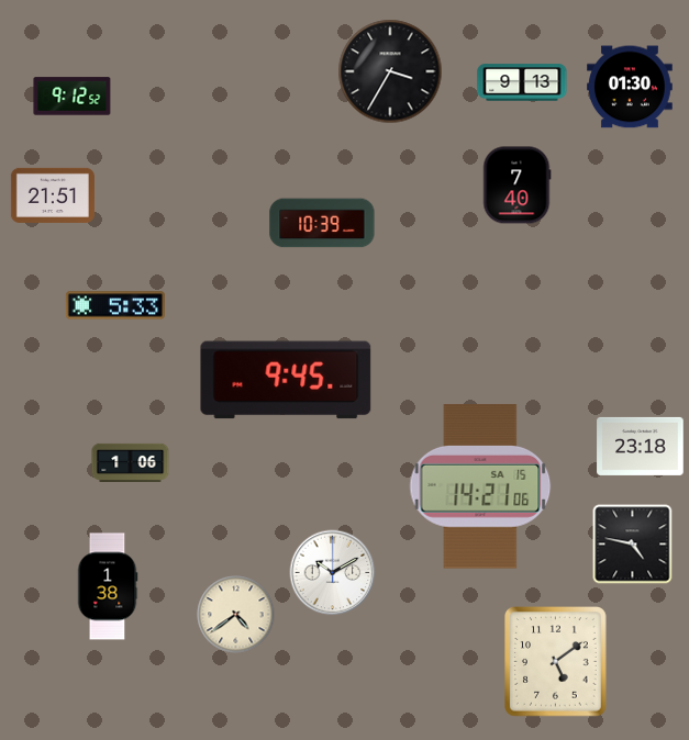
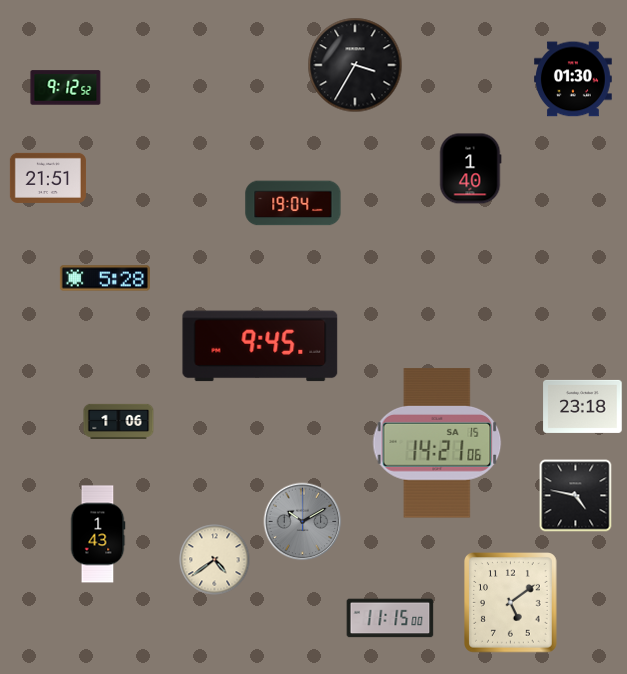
clock at (522, 82): 9:13 -> none
clock at (518, 186): 7:40 -> 1:40
clock at (322, 223): 10:39 -> 19:04
clock at (115, 305): 5:33 -> 5:28
clock at (333, 573) dial: white -> grey
clock at (108, 586): 1:38 -> 1:43
clock at (556, 662) position: (556, 662) -> (511, 603)
clock at (390, 618): none -> 11:15
